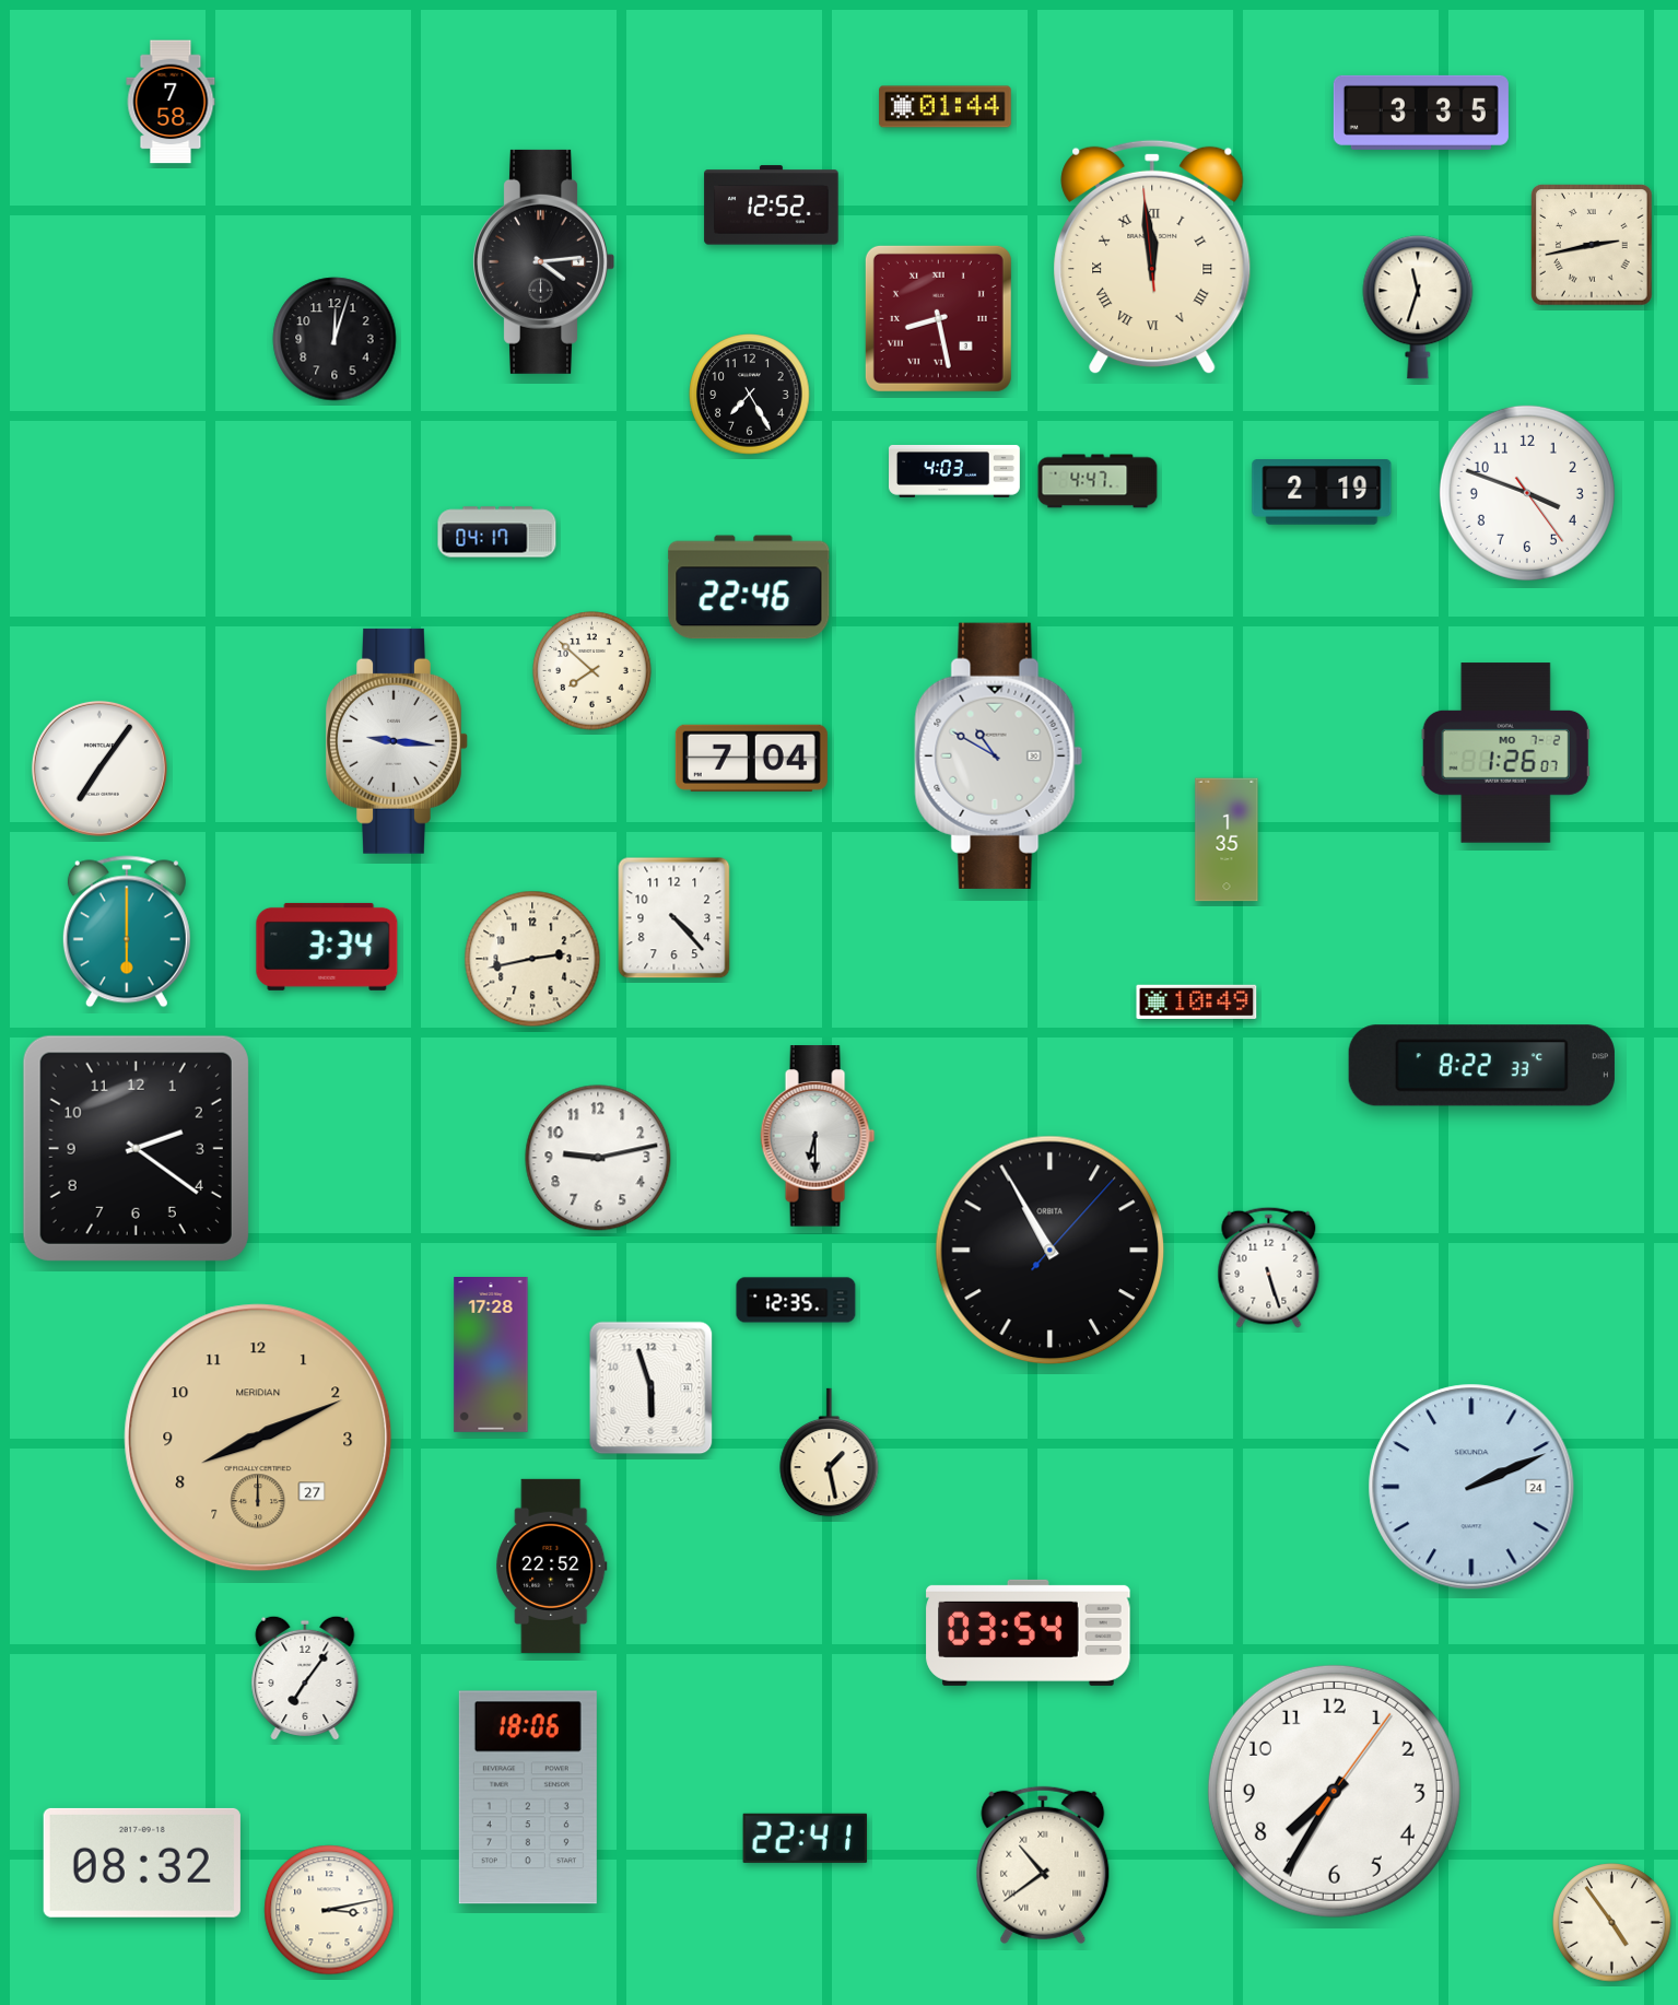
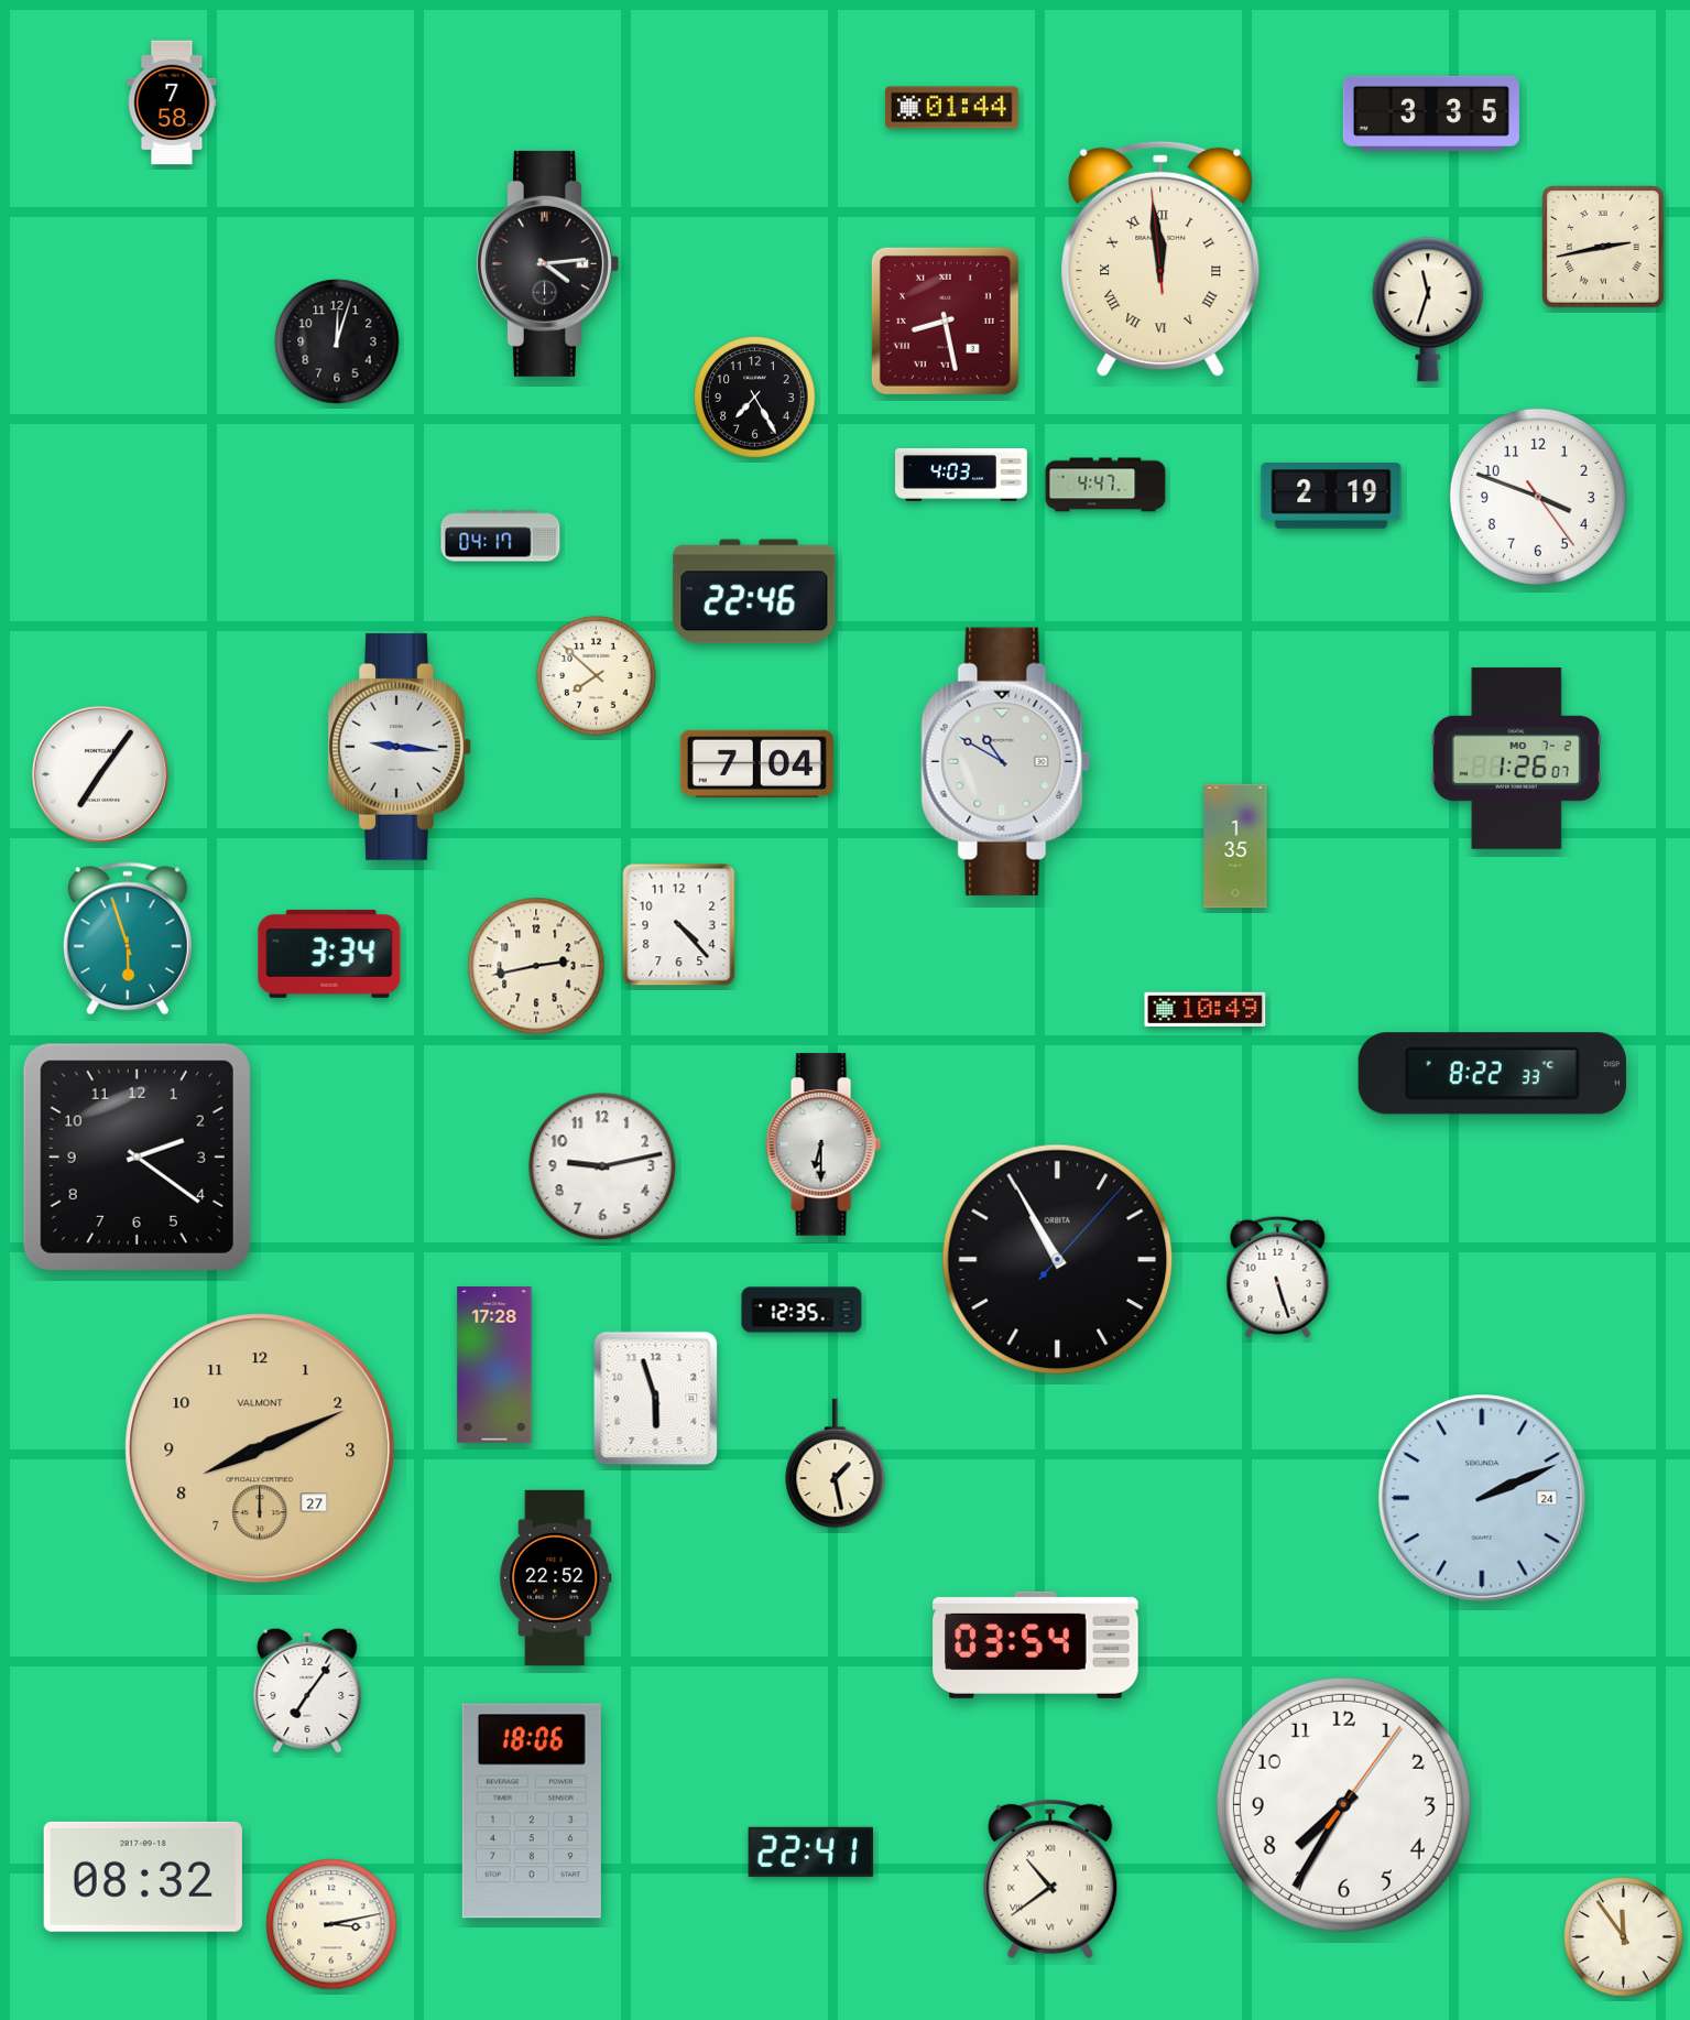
clock at (772, 206): 12:52 -> none
clock at (127, 931): 6:00 -> 5:57
clock at (258, 1438) brand: MERIDIAN -> VALMONT
clock at (1612, 1923): 4:54 -> 11:54
